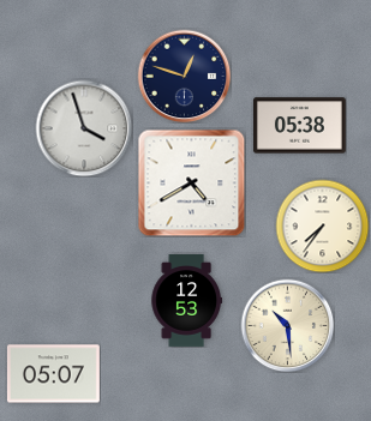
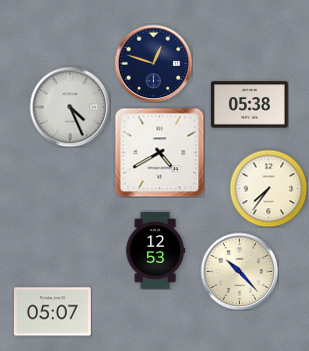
clock at (84, 128): 3:57 -> 4:26
clock at (287, 325): 10:29 -> 10:23
clock at (53, 374) position: (53, 374) -> (52, 312)
